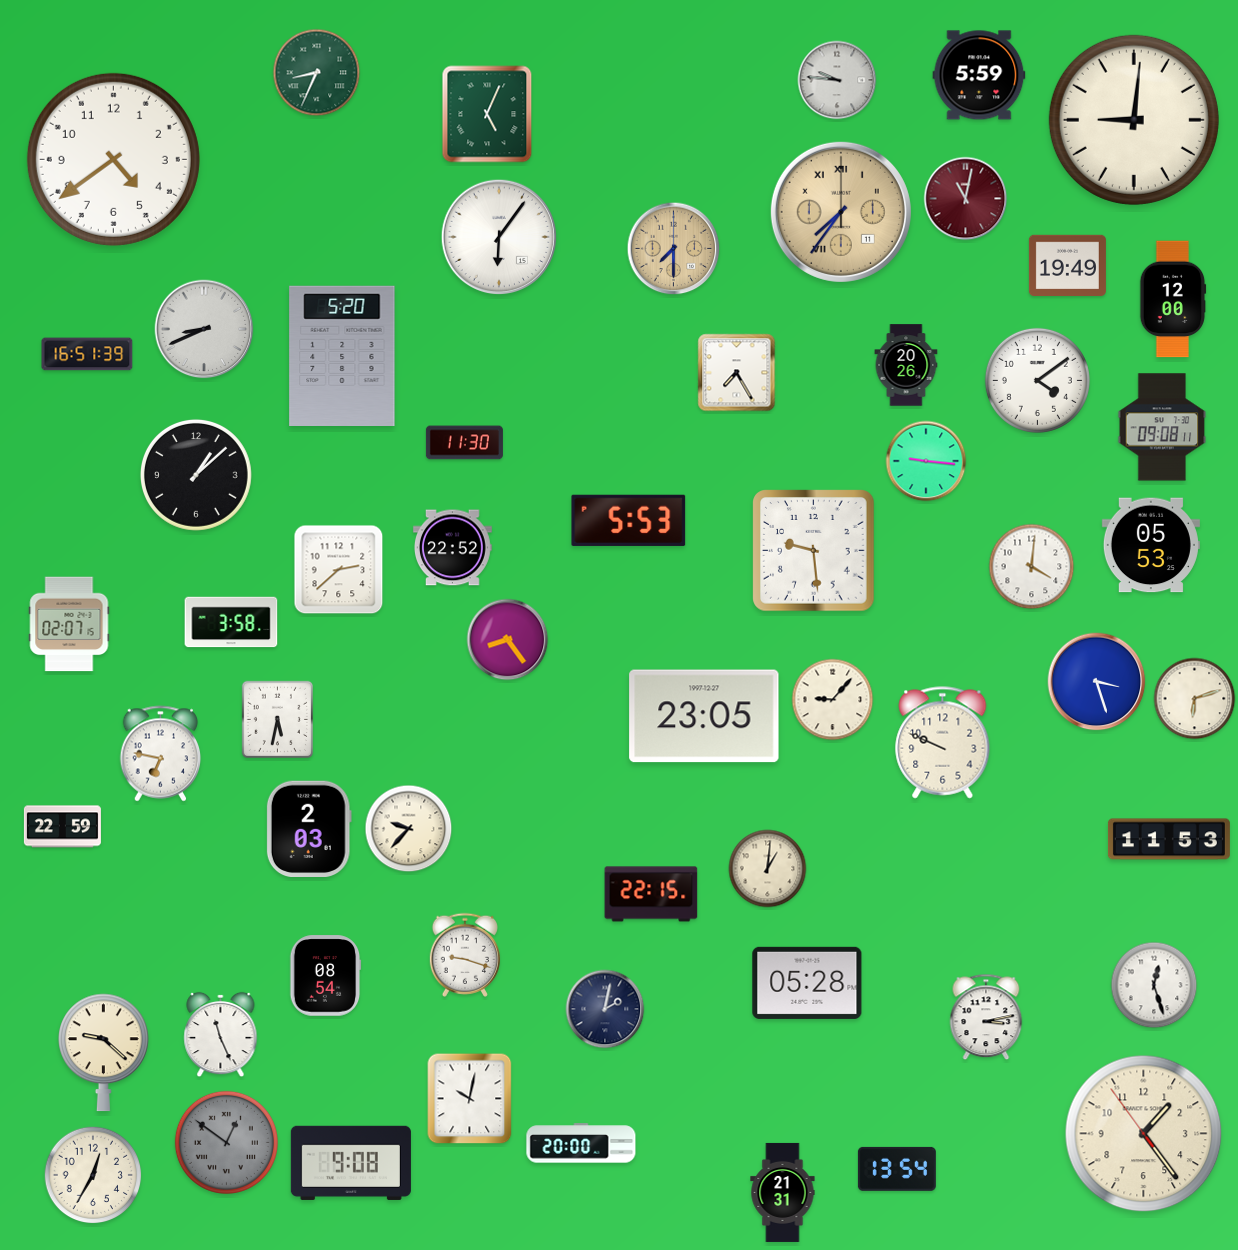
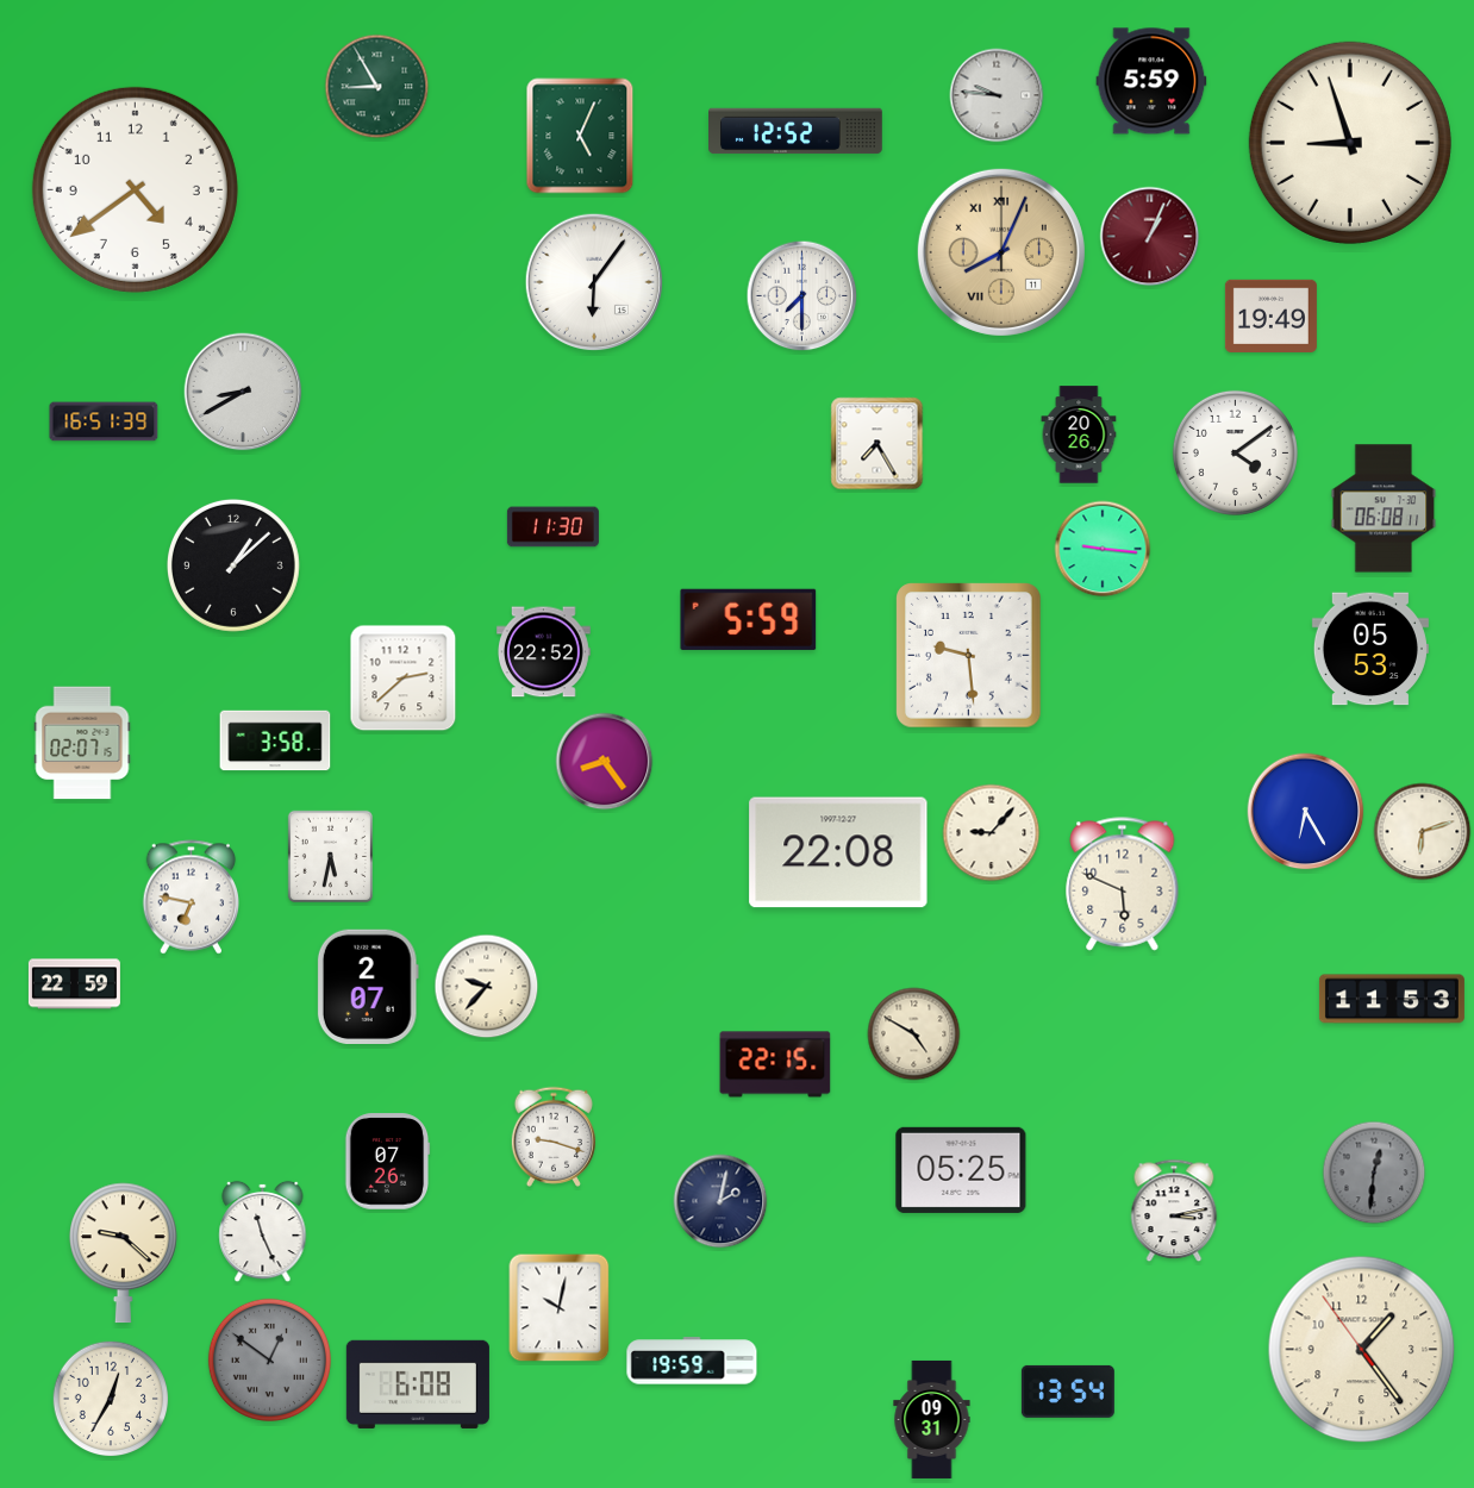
clock at (317, 73): 8:34 -> 8:55
clock at (979, 75) position: (979, 75) -> (1151, 81)
clock at (795, 131): none -> 12:52
clock at (1134, 120): 9:01 -> 8:57
clock at (966, 199): 11:02 -> 1:04
clock at (841, 212): 7:36 -> 8:04
clock at (674, 249) dial: champagne -> white
clock at (1173, 299): 12:00 -> none
clock at (204, 329): 8:41 -> 8:40
clock at (342, 355): 5:20 -> none
clock at (1162, 427): 09:08 -> 06:08
clock at (629, 520): 5:53 -> 5:59
clock at (452, 548) position: (452, 548) -> (543, 652)
clock at (1032, 567): 4:01 -> none
clock at (1097, 682): 3:27 -> 6:25
clock at (704, 716): 23:05 -> 22:08
clock at (943, 743): 9:49 -> 5:49
clock at (309, 828): 2:03 -> 2:07
clock at (768, 869): 1:01 -> 4:50
clock at (325, 976): 08:54 -> 07:26
clock at (807, 983): 05:28 -> 05:25
clock at (1154, 985): 12:27 -> 12:31
clock at (1154, 985) dial: white -> grey
clock at (581, 1143): 20:00 -> 19:59
clock at (351, 1163): 9:08 -> 6:08
clock at (783, 1192): 21:31 -> 09:31
